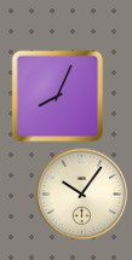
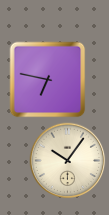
clock at (58, 97): 8:04 -> 6:47
